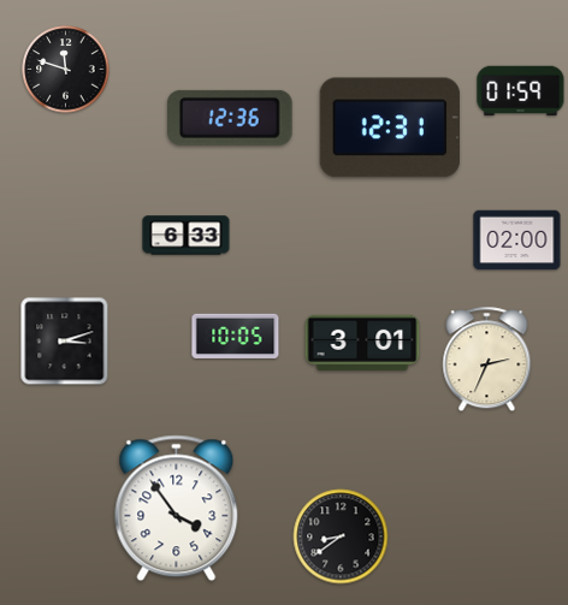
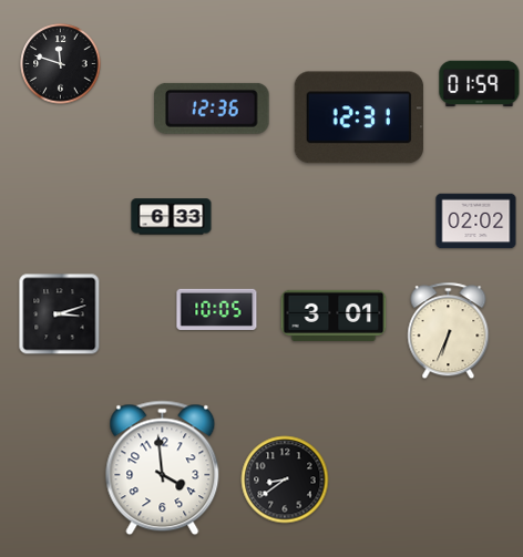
clock at (517, 241): 02:00 -> 02:02
clock at (487, 360): 2:34 -> 6:34
clock at (177, 509): 3:54 -> 3:59
clock at (341, 536) position: (341, 536) -> (285, 479)
